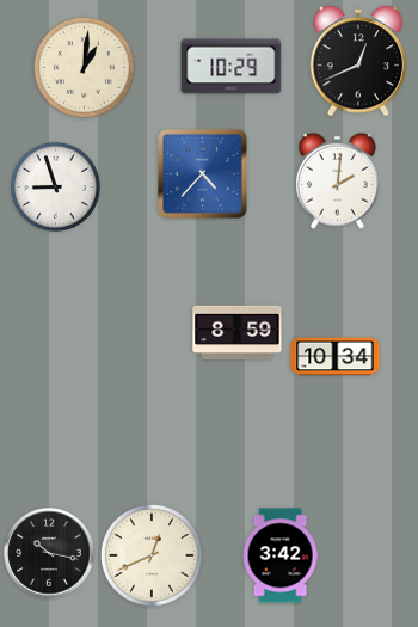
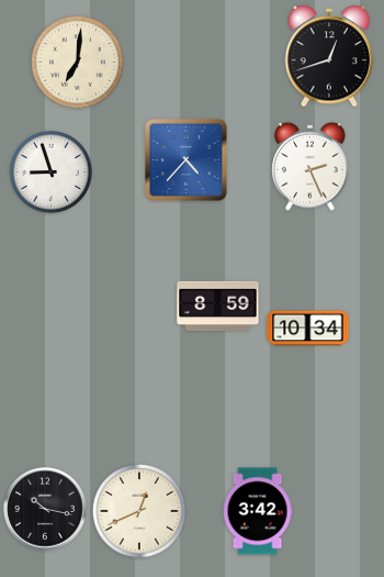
clock at (358, 61): 12:41 -> 12:42
clock at (84, 67): 1:01 -> 7:01
clock at (232, 67): 10:29 -> none
clock at (338, 180): 2:01 -> 2:26
